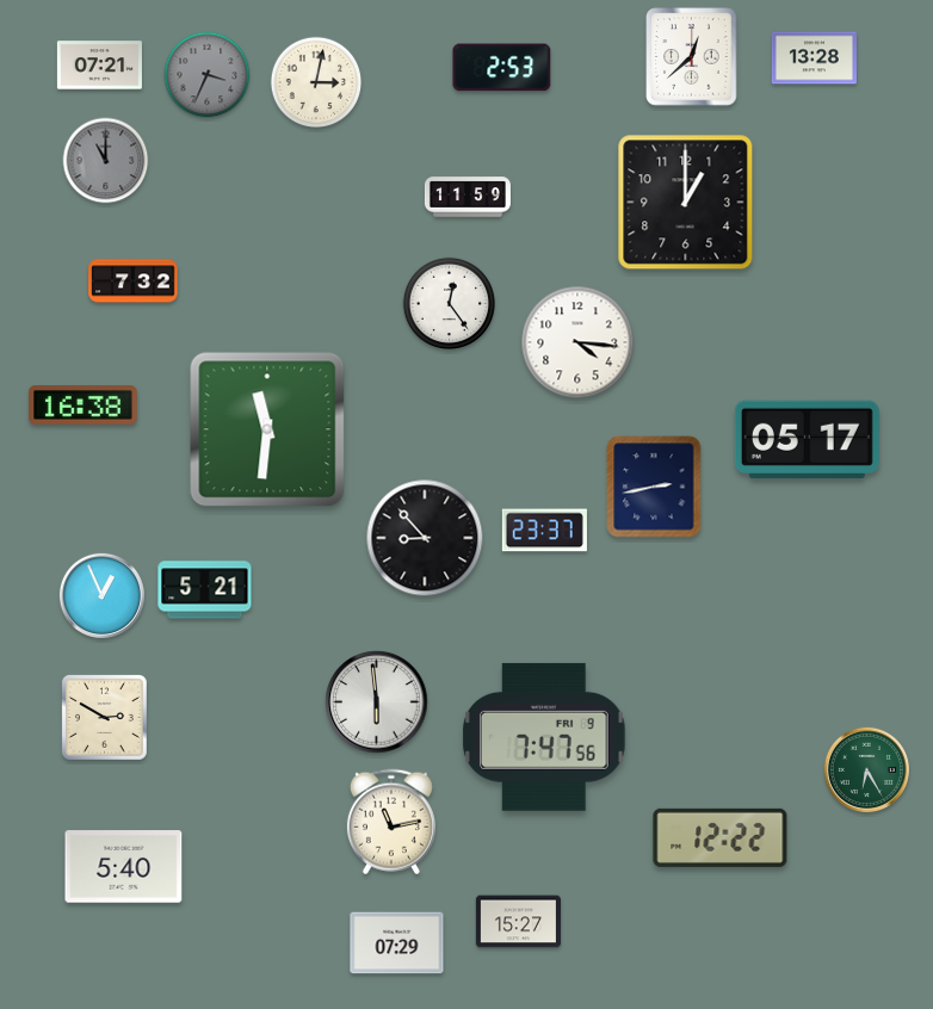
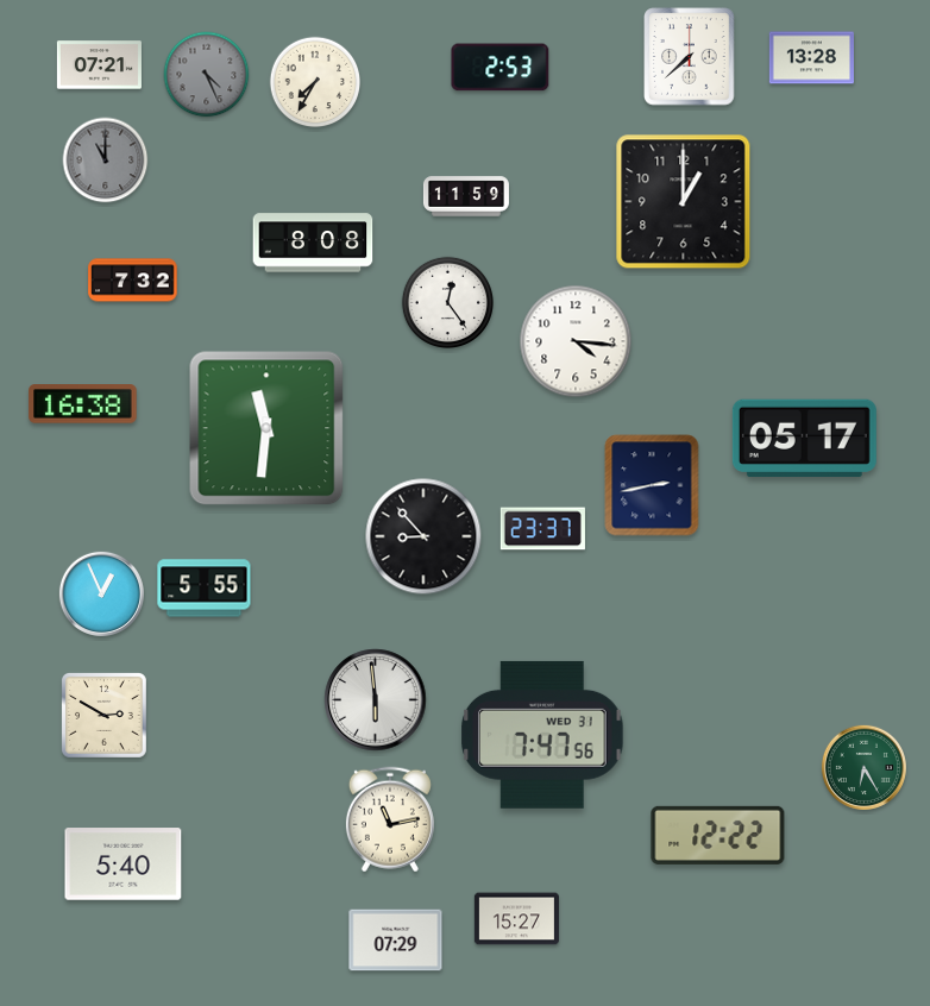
clock at (692, 57): 12:38 -> 7:38
clock at (208, 75): 3:34 -> 4:26
clock at (316, 82): 3:02 -> 7:35
clock at (313, 243): none -> 8:08
clock at (205, 590): 5:21 -> 5:55
clock at (544, 737) date: FRI 9 -> WED 31
